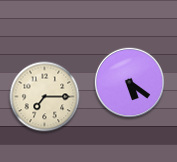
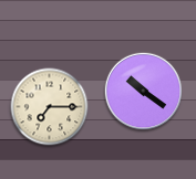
clock at (130, 83): 5:21 -> 10:21
